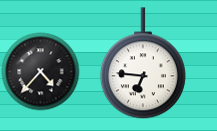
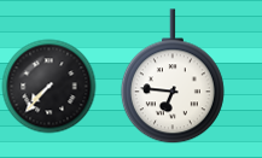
clock at (40, 71): 4:37 -> 7:37
